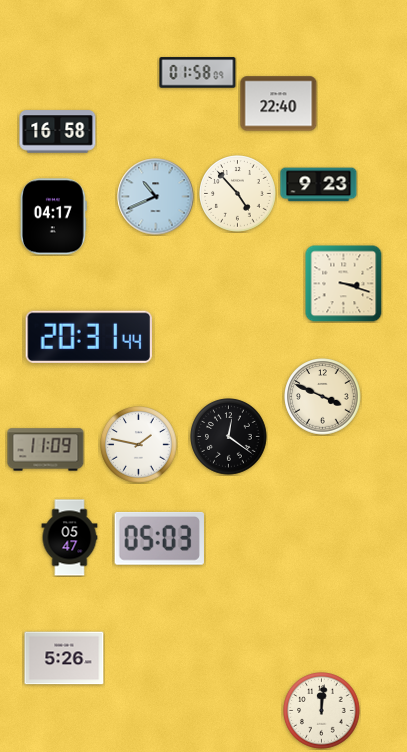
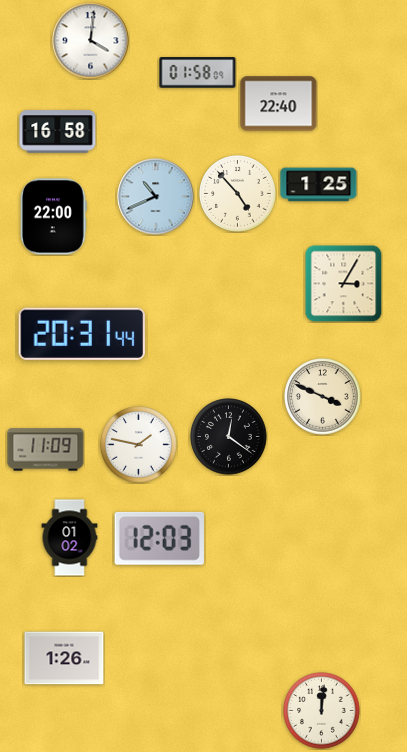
clock at (91, 41): none -> 4:01
clock at (319, 185): 9:23 -> 1:25
clock at (53, 217): 04:17 -> 22:00
clock at (343, 284): 3:18 -> 3:05
clock at (88, 337) position: (88, 337) -> (81, 334)
clock at (70, 538): 05:47 -> 01:02
clock at (159, 538): 05:03 -> 12:03
clock at (64, 658): 5:26 -> 1:26
